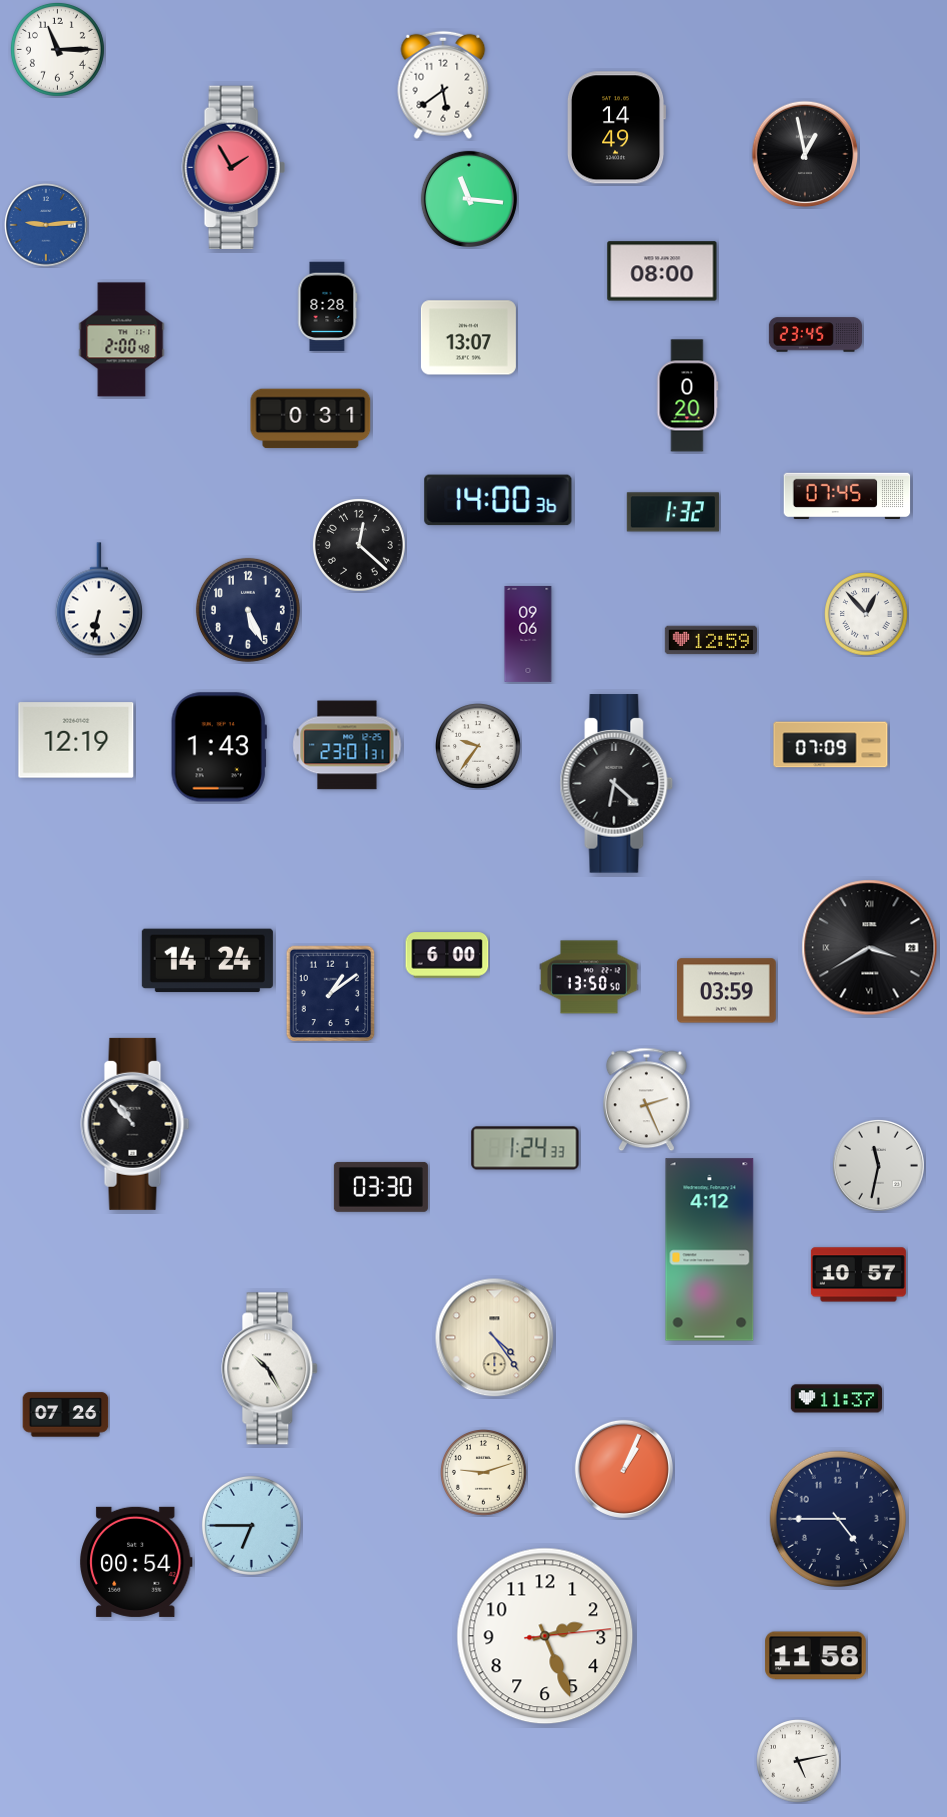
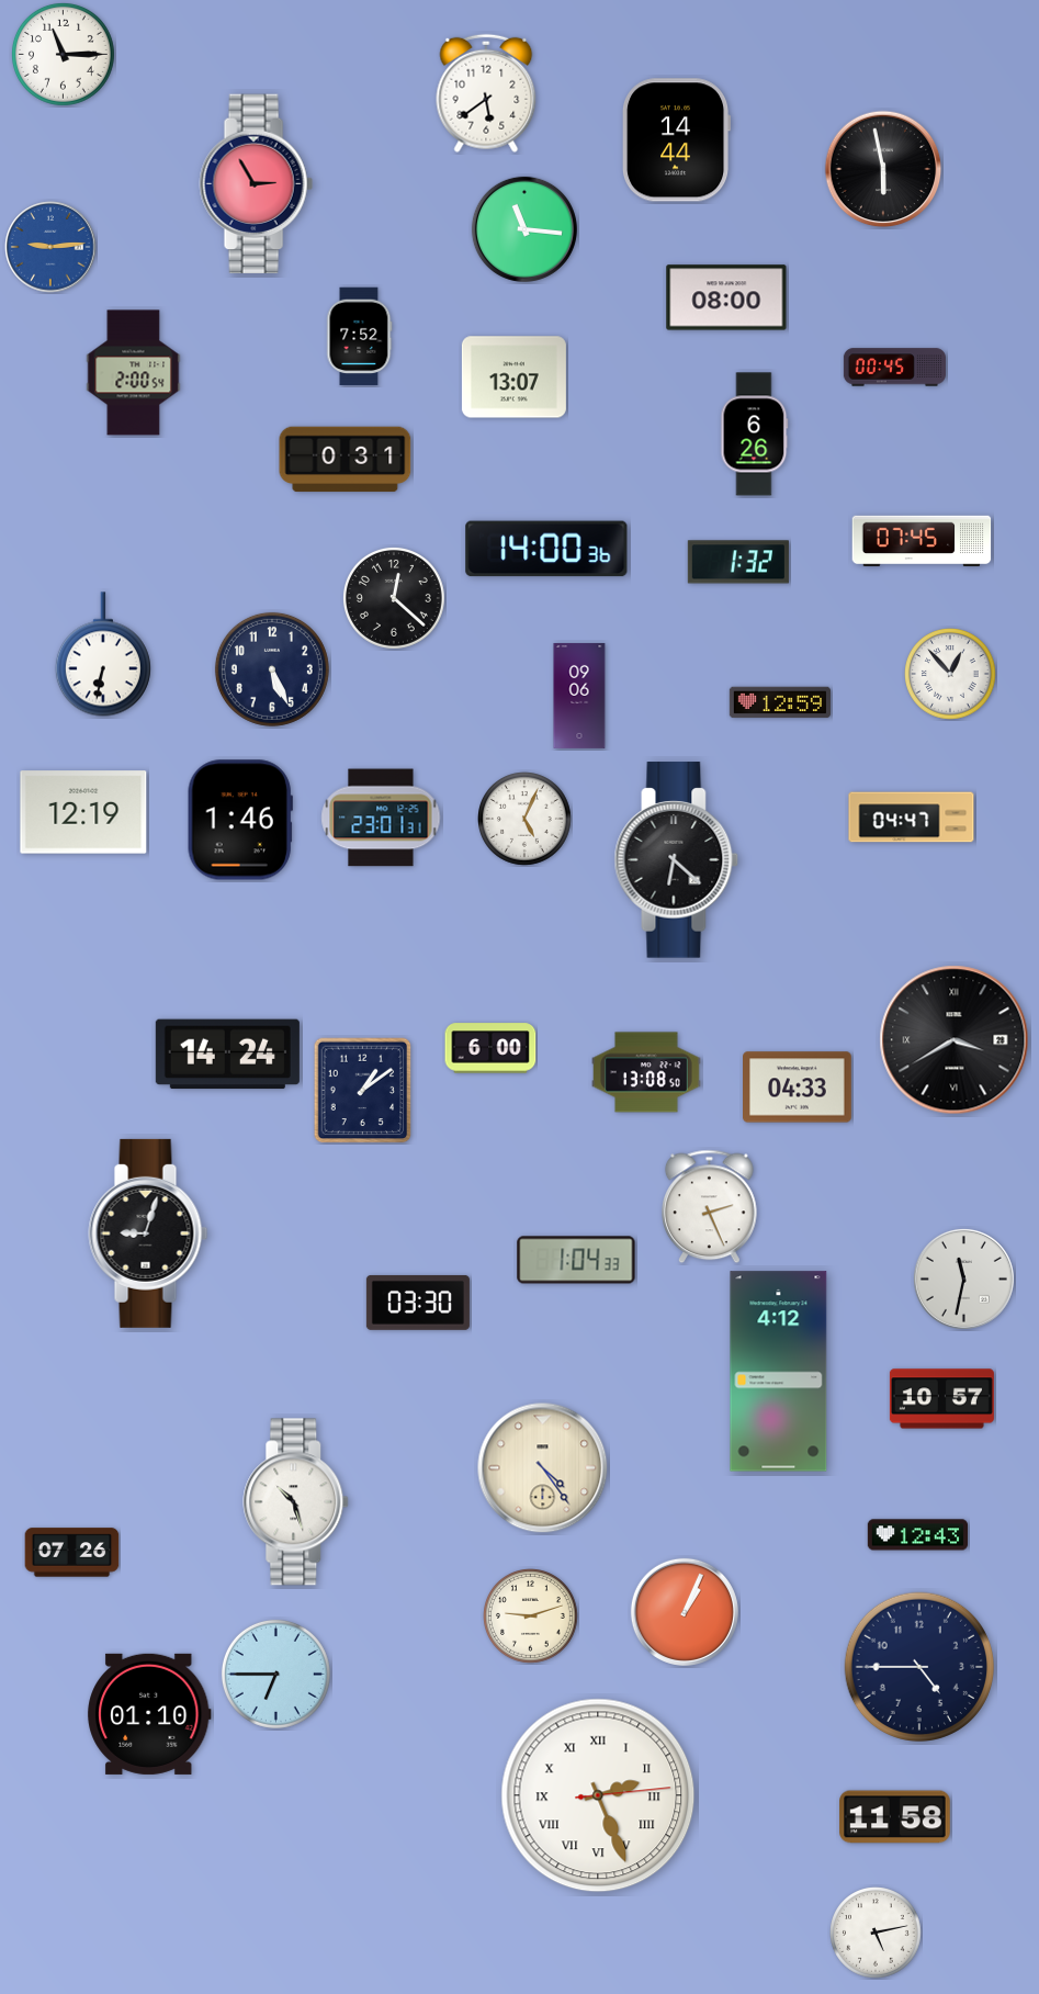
clock at (616, 128): 14:49 -> 14:44
clock at (805, 154): 12:58 -> 5:58
clock at (233, 168): 1:55 -> 2:55
clock at (469, 199) position: (469, 199) -> (524, 229)
clock at (328, 307): 8:28 -> 7:52
clock at (815, 335): 23:45 -> 00:45
clock at (468, 338) position: (468, 338) -> (513, 378)
clock at (122, 340): 2:00:48 -> 2:00:54
clock at (688, 396): 0:20 -> 6:26
clock at (311, 419) position: (311, 419) -> (346, 460)
clock at (847, 496) position: (847, 496) -> (922, 541)
clock at (99, 599) position: (99, 599) -> (103, 654)
clock at (831, 745): 07:09 -> 04:47
clock at (219, 747): 1:43 -> 1:46
clock at (479, 747): 9:36 -> 5:04
clock at (589, 977): 13:50 -> 13:08
clock at (727, 991): 03:59 -> 04:33
clock at (135, 1124): 10:53 -> 9:03
clock at (525, 1148): 1:24 -> 1:04
clock at (270, 1369): 10:25 -> 10:27
clock at (836, 1399): 11:37 -> 12:43
clock at (137, 1562): 00:54 -> 01:10
clock at (545, 1636) numerals: Arabic -> Roman
